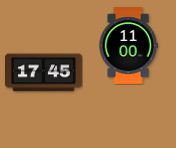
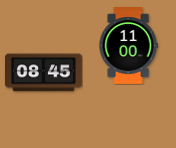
clock at (44, 73): 17:45 -> 08:45
